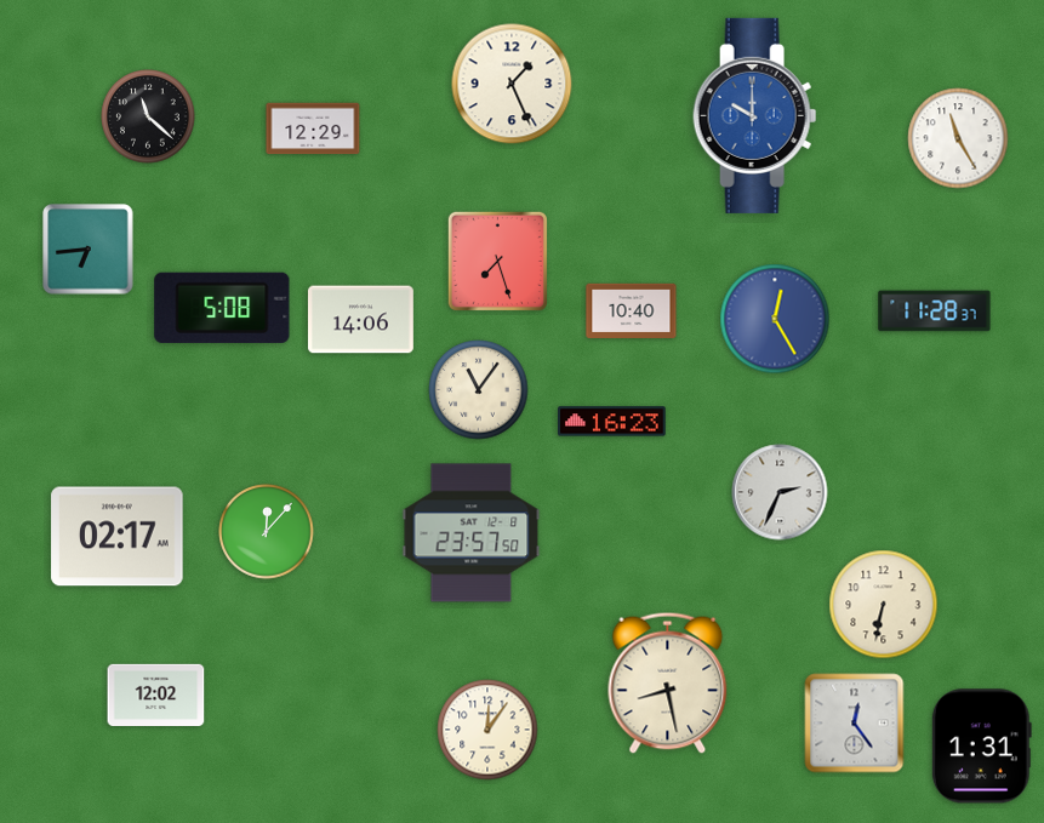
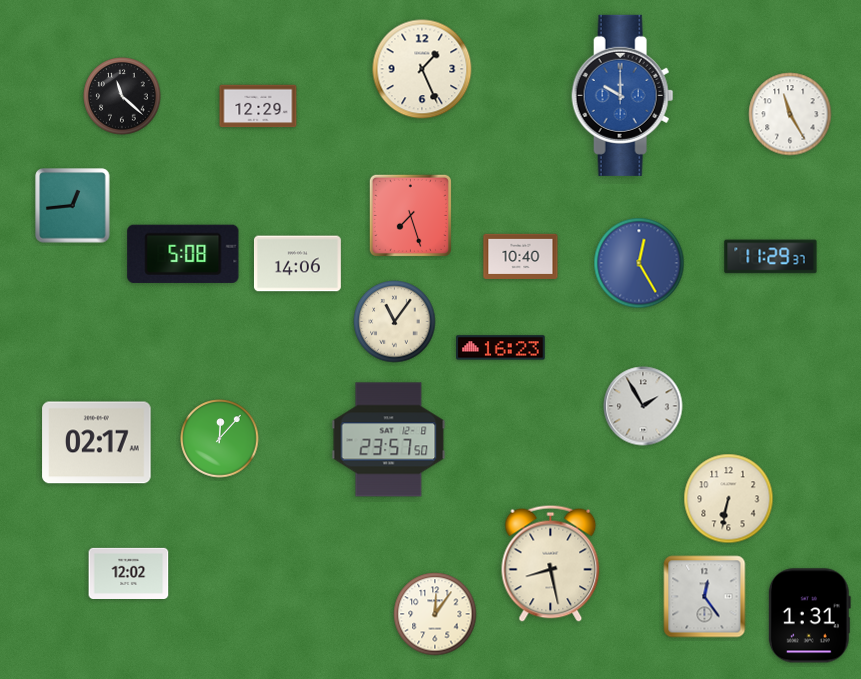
clock at (89, 250): 6:44 -> 12:44
clock at (935, 312): 11:28 -> 11:29
clock at (612, 422) position: (612, 422) -> (501, 348)
clock at (780, 492): 2:34 -> 1:55
clock at (487, 730) position: (487, 730) -> (435, 614)
